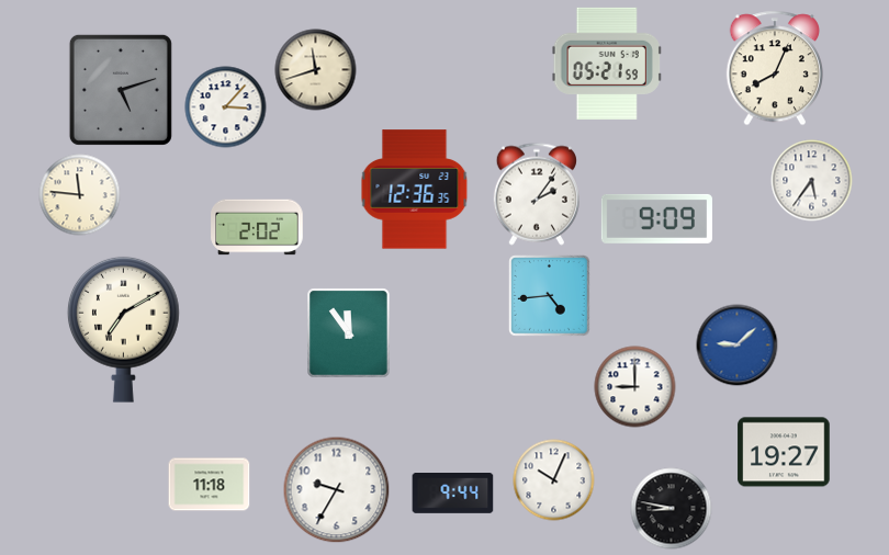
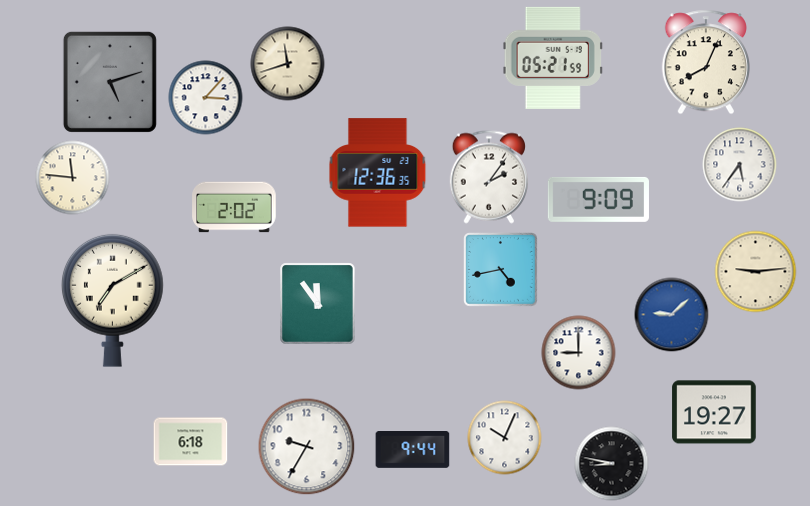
clock at (550, 296): 4:44 -> 4:43
clock at (756, 272): none -> 9:14
clock at (210, 485): 11:18 -> 6:18
